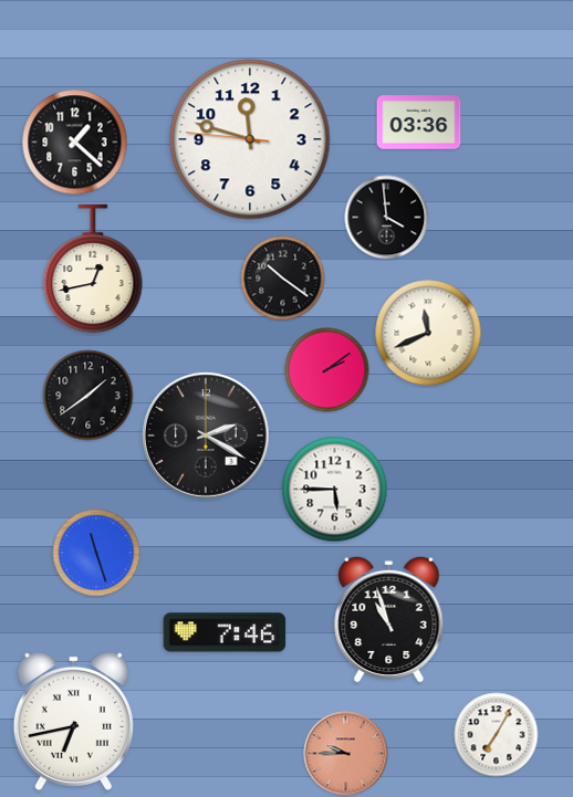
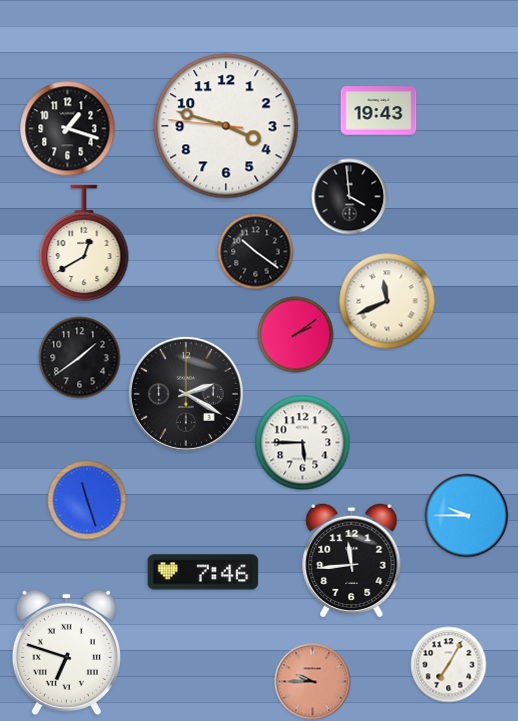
clock at (419, 123): 03:36 -> 19:43
clock at (250, 139): 11:47 -> 3:47
clock at (75, 143): 1:22 -> 1:18
clock at (93, 269): 12:43 -> 12:40
clock at (467, 516): none -> 9:45
clock at (389, 618): 10:57 -> 11:44
clock at (73, 721): 6:43 -> 6:48
